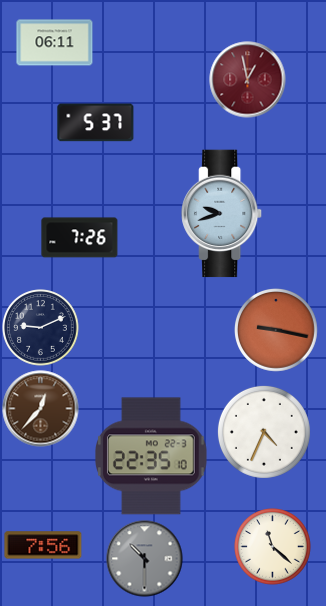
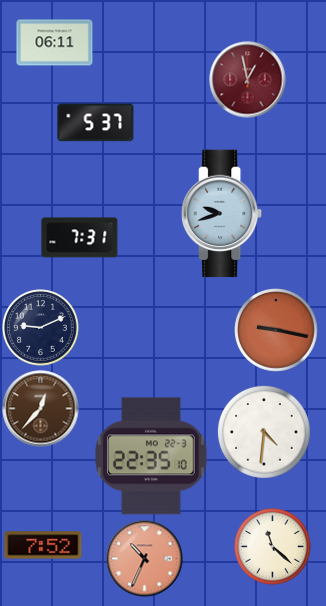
clock at (80, 238): 7:26 -> 7:31
clock at (264, 432): 4:34 -> 4:31
clock at (43, 545): 7:56 -> 7:52
clock at (145, 559): 10:30 -> 10:34
clock at (145, 559) dial: grey -> salmon
